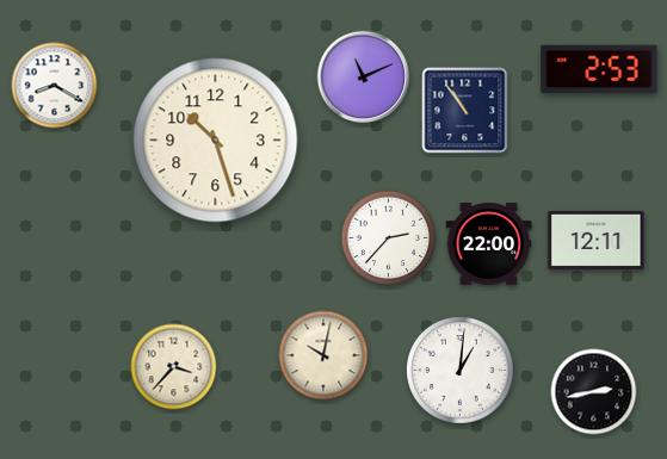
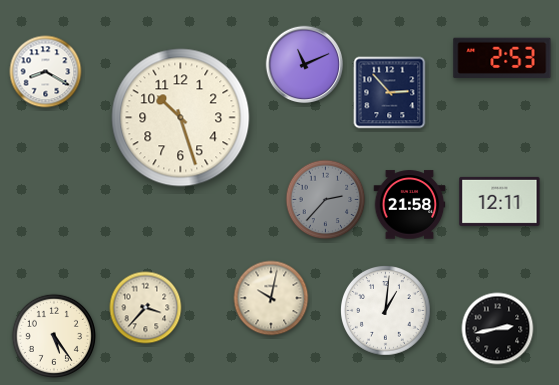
clock at (465, 111): 10:54 -> 2:53
clock at (389, 238) dial: white -> grey
clock at (489, 244): 22:00 -> 21:58
clock at (53, 335): none -> 5:24
